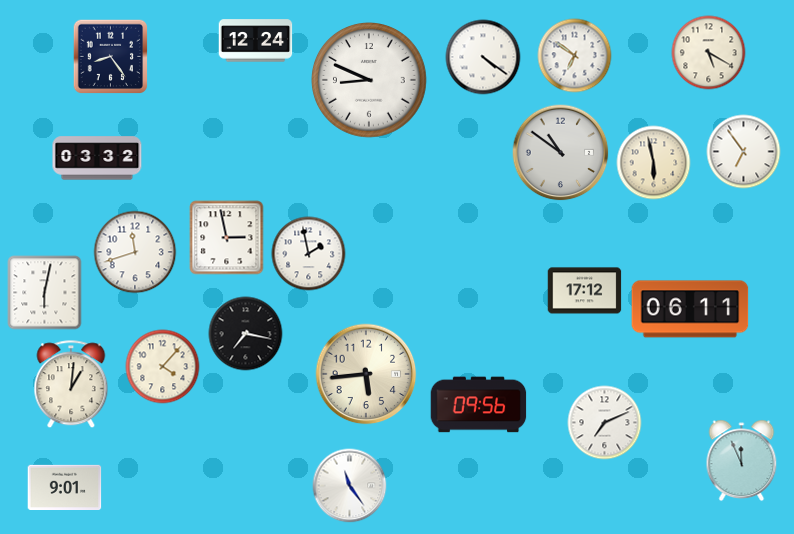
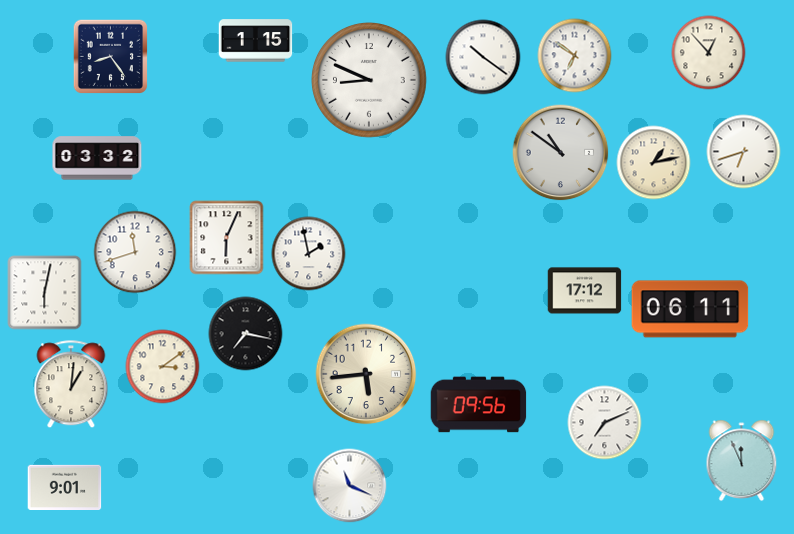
clock at (256, 41): 12:24 -> 1:15
clock at (709, 53): 5:20 -> 12:53
clock at (483, 57): 4:21 -> 10:21
clock at (744, 152): 6:54 -> 6:42
clock at (654, 163): 5:58 -> 1:13
clock at (227, 238): 2:58 -> 6:04
clock at (163, 367): 4:07 -> 3:09
clock at (350, 486): 11:24 -> 11:19
